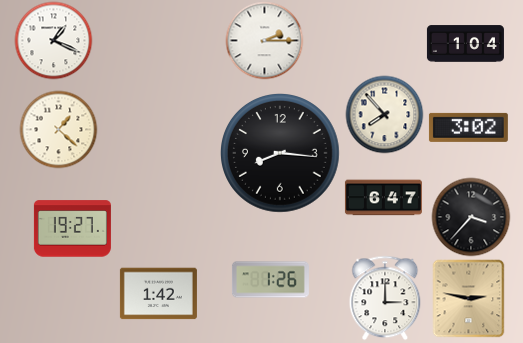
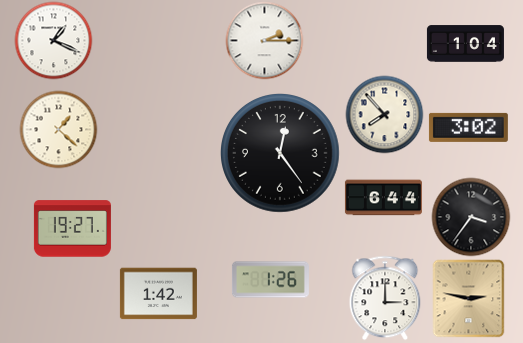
clock at (281, 154): 8:16 -> 12:24
clock at (383, 198): 6:47 -> 6:44
clock at (471, 217): 3:37 -> 3:36
